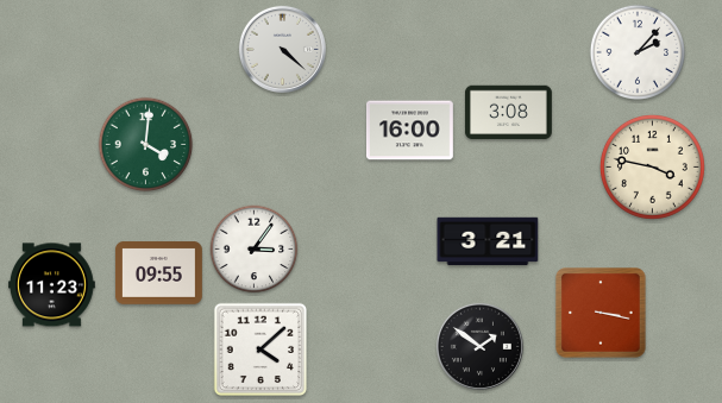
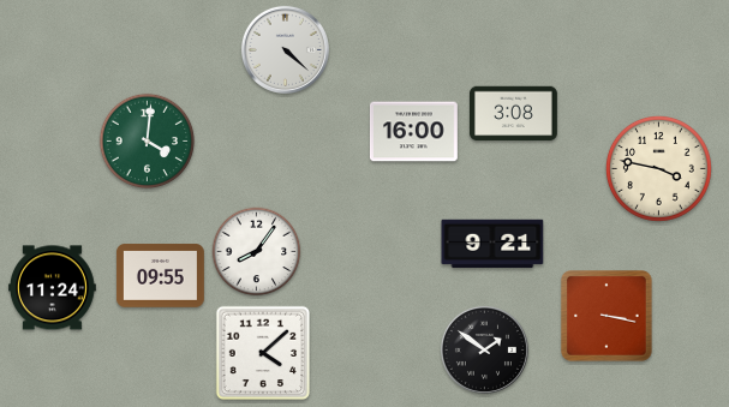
clock at (636, 51): 2:07 -> none
clock at (146, 145) position: (146, 145) -> (148, 142)
clock at (488, 241): 3:21 -> 9:21
clock at (255, 250): 3:06 -> 8:06
clock at (51, 285): 11:23 -> 11:24
